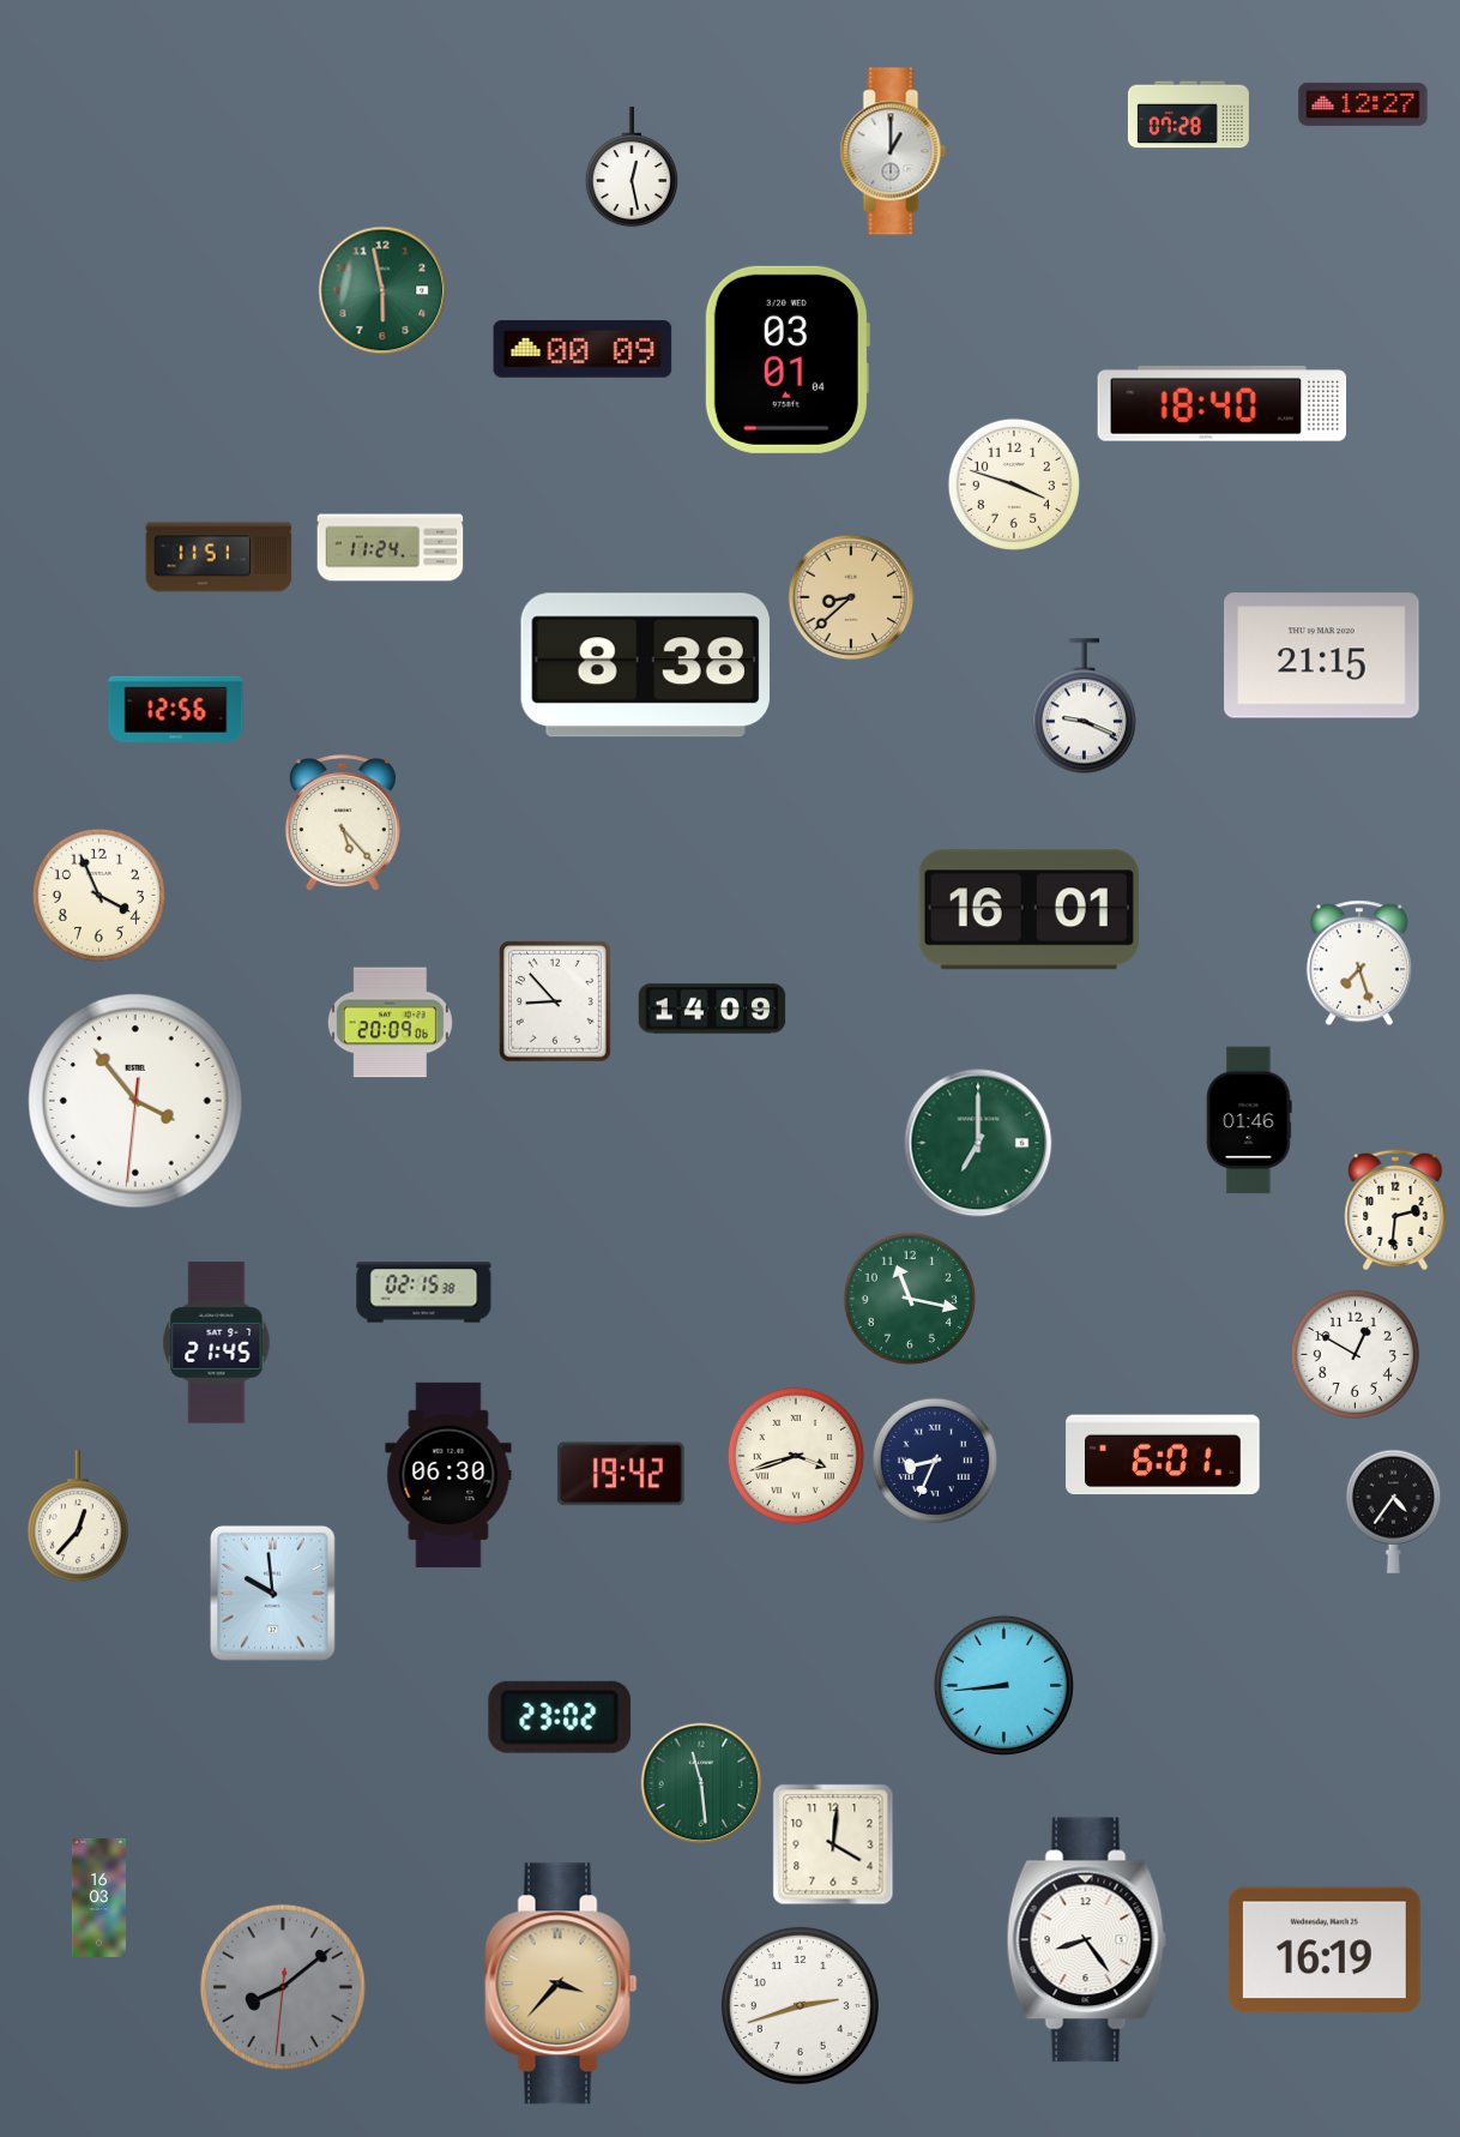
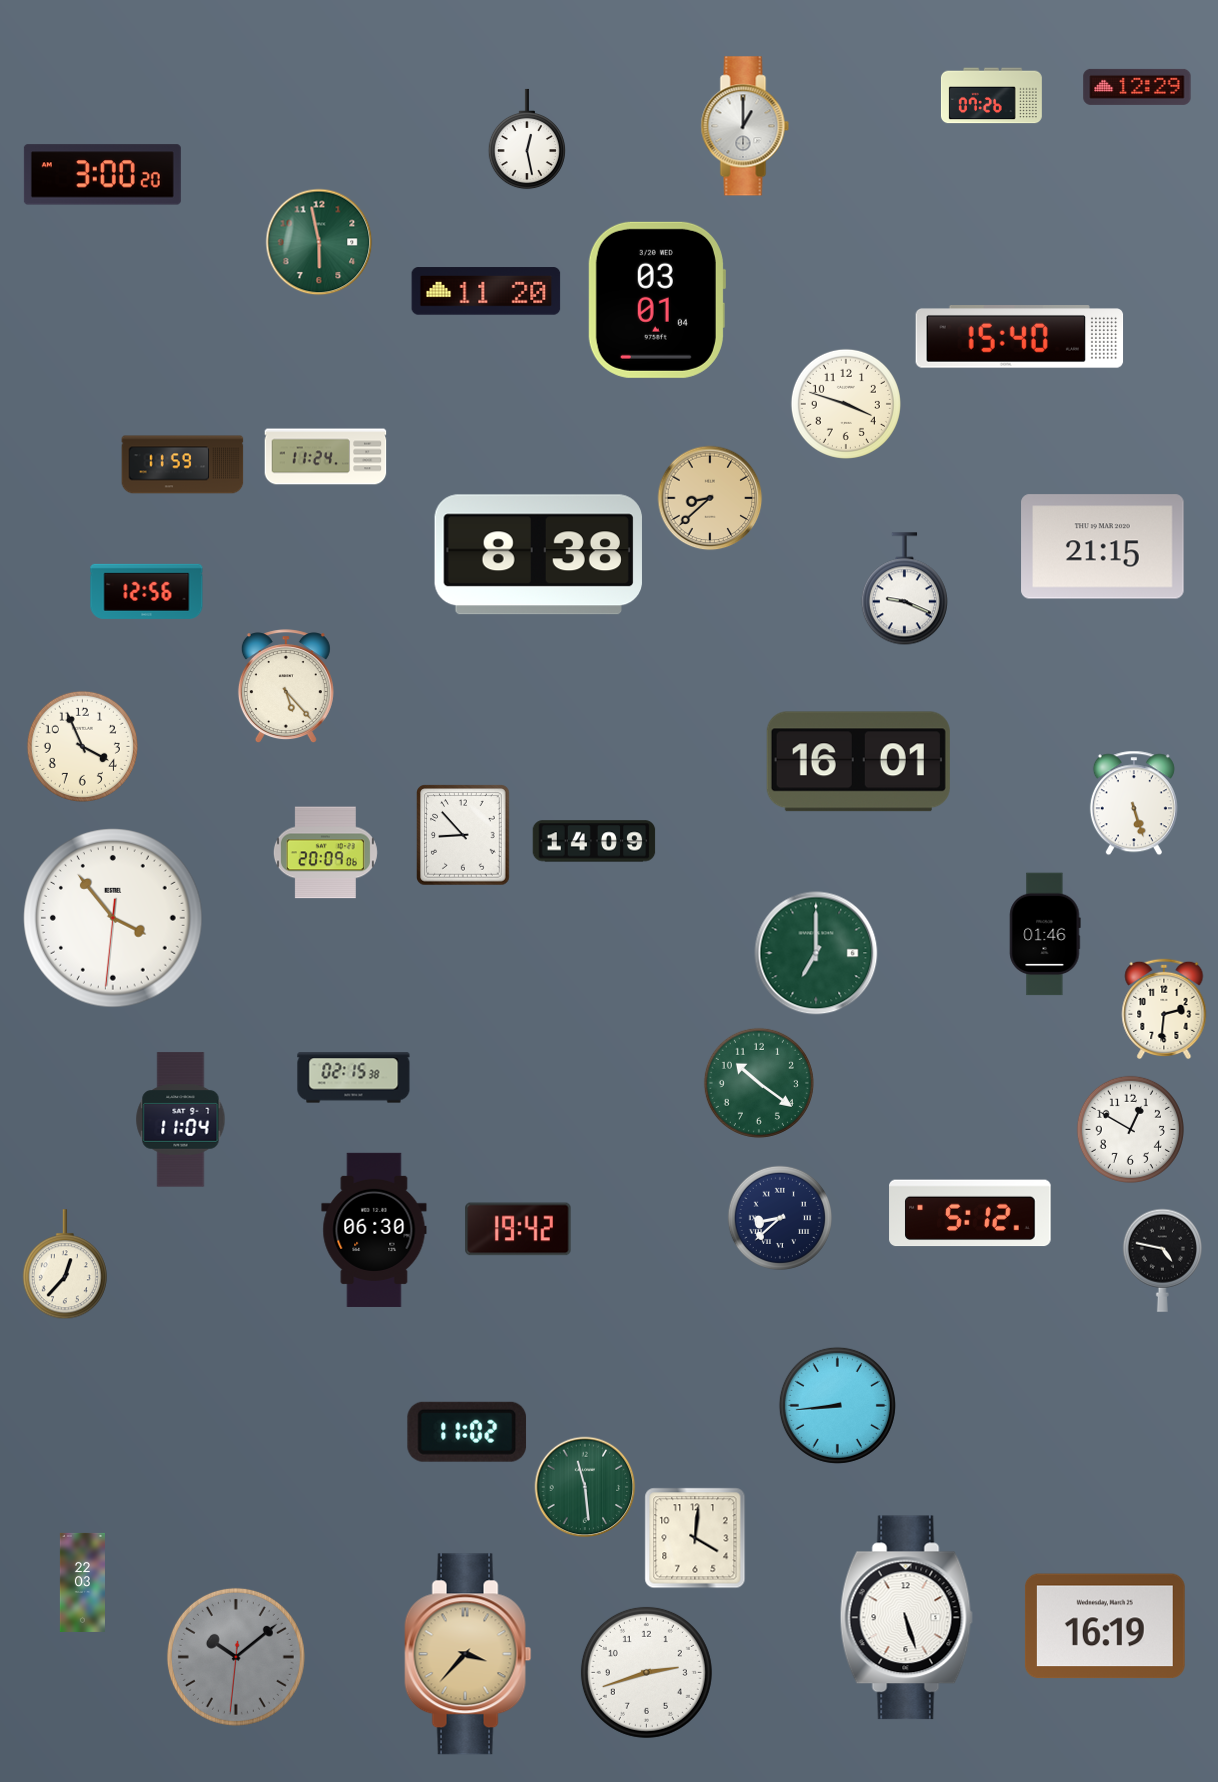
clock at (1363, 104): 12:27 -> 12:29
clock at (1188, 115): 07:28 -> 07:26
clock at (102, 175): none -> 3:00
clock at (583, 349): 00:09 -> 11:20
clock at (1223, 404): 18:40 -> 15:40
clock at (219, 558): 11:51 -> 11:59
clock at (1028, 910) position: (1028, 910) -> (858, 762)
clock at (1359, 963): 7:27 -> 5:27
clock at (1249, 1120) position: (1249, 1120) -> (1045, 934)
clock at (910, 1299): 11:17 -> 10:21
clock at (217, 1343): 21:45 -> 11:04
clock at (1163, 1455): 6:01 -> 5:12
clock at (796, 1456): 3:42 -> none
clock at (935, 1461): 8:34 -> 8:38
clock at (1393, 1511): 4:36 -> 4:47
clock at (272, 1594): 9:59 -> none
clock at (560, 1717): 23:02 -> 11:02
clock at (98, 1897): 16:03 -> 22:03
clock at (1086, 1940): 8:24 -> 5:27
clock at (283, 1987): 8:08 -> 10:08
clock at (800, 2005) position: (800, 2005) -> (646, 1672)
